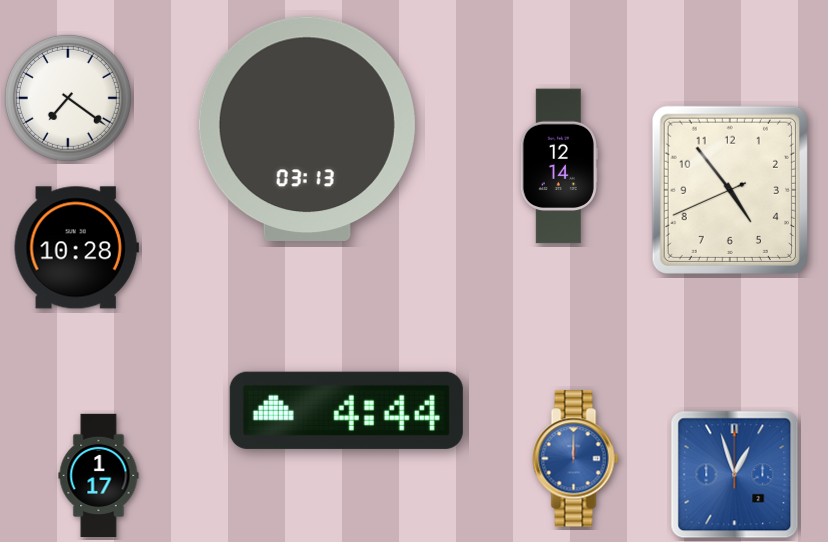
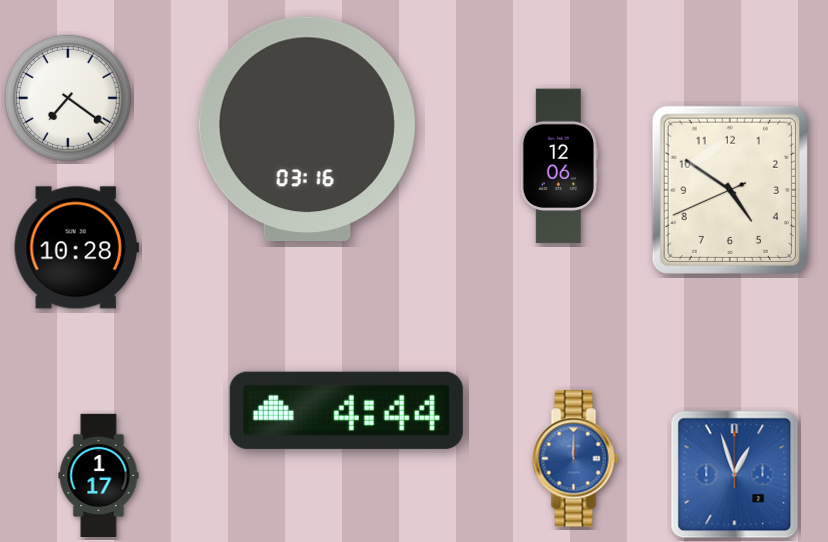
clock at (307, 128): 03:13 -> 03:16
clock at (559, 166): 12:14 -> 12:06
clock at (730, 190): 4:53 -> 4:50
